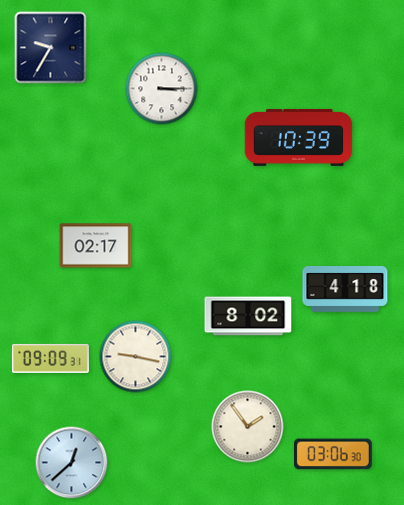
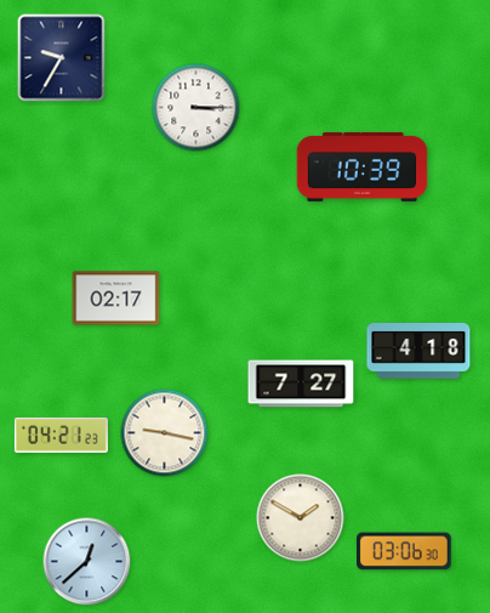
clock at (248, 316): 8:02 -> 7:27
clock at (50, 358): 09:09 -> 04:21
clock at (248, 427): 1:54 -> 1:50
